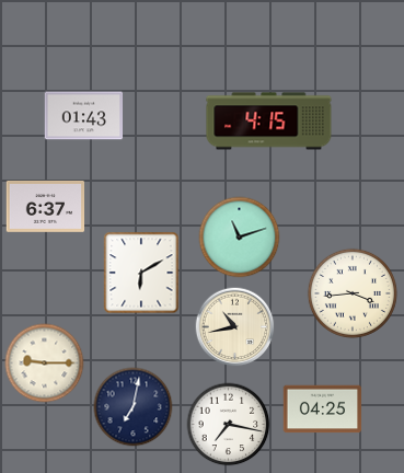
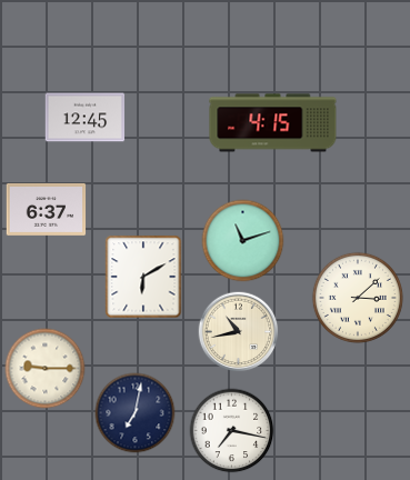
clock at (84, 116): 01:43 -> 12:45
clock at (353, 293): 3:44 -> 3:08
clock at (323, 409): 04:25 -> none
